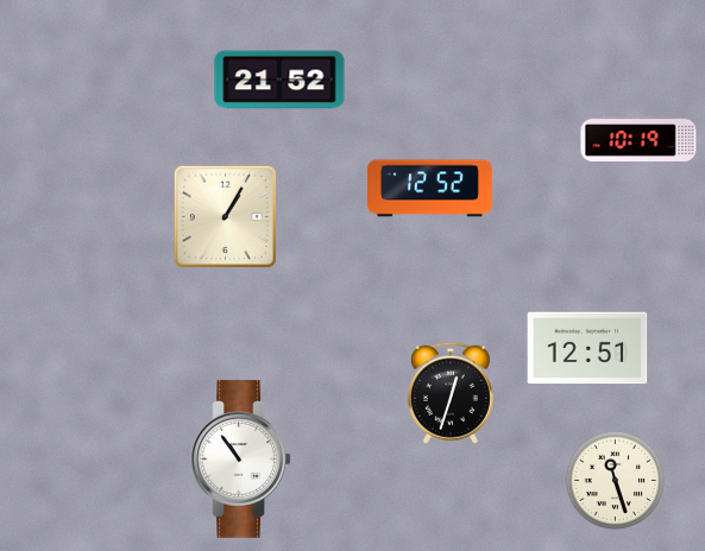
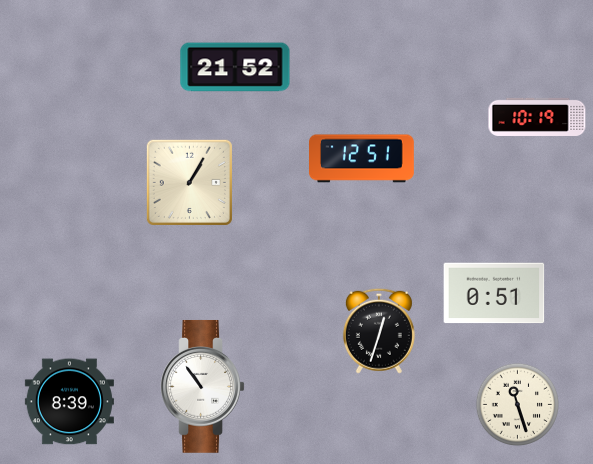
clock at (430, 189): 12:52 -> 12:51
clock at (587, 348): 12:51 -> 0:51
clock at (69, 402): none -> 8:39
